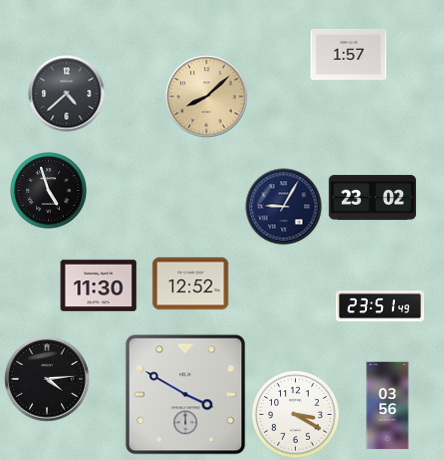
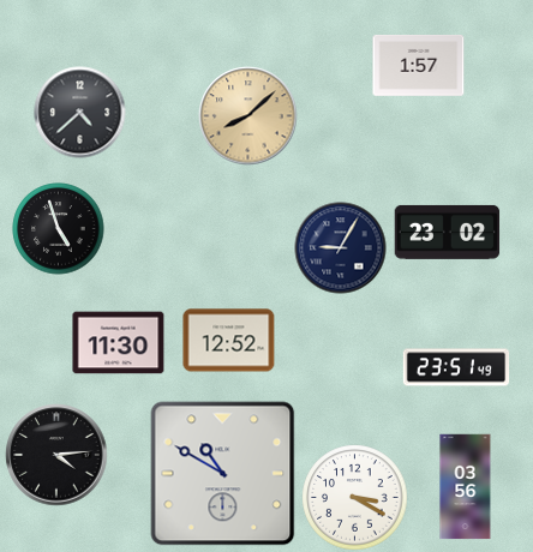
clock at (373, 197) position: (373, 197) -> (448, 232)
clock at (186, 395): 3:50 -> 10:50
